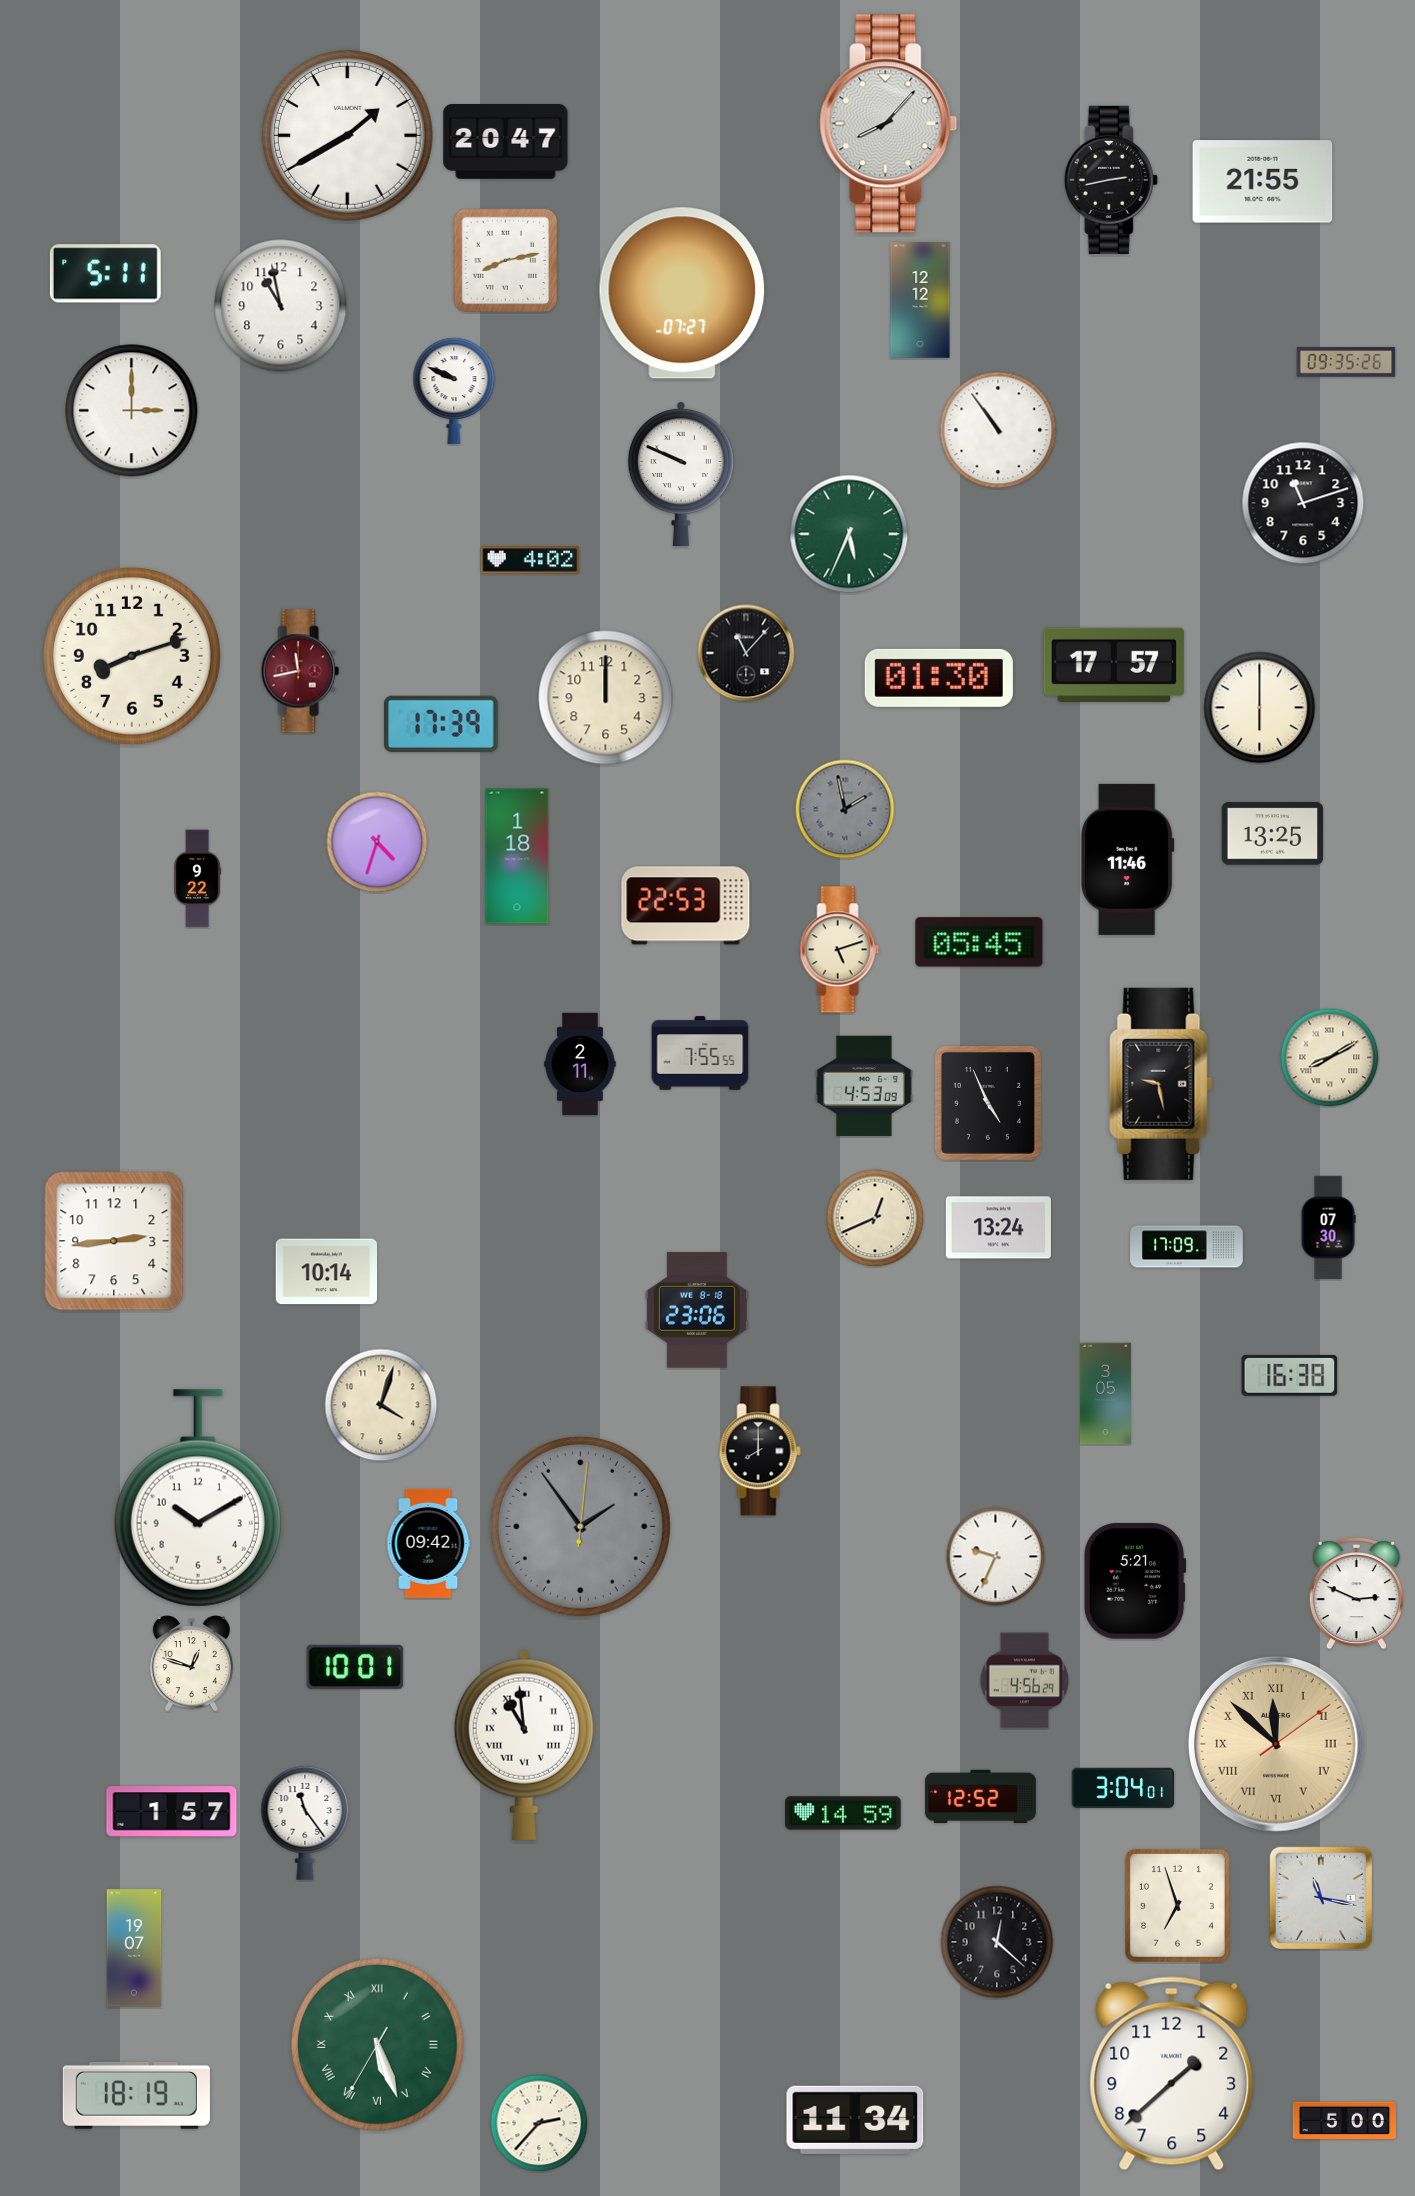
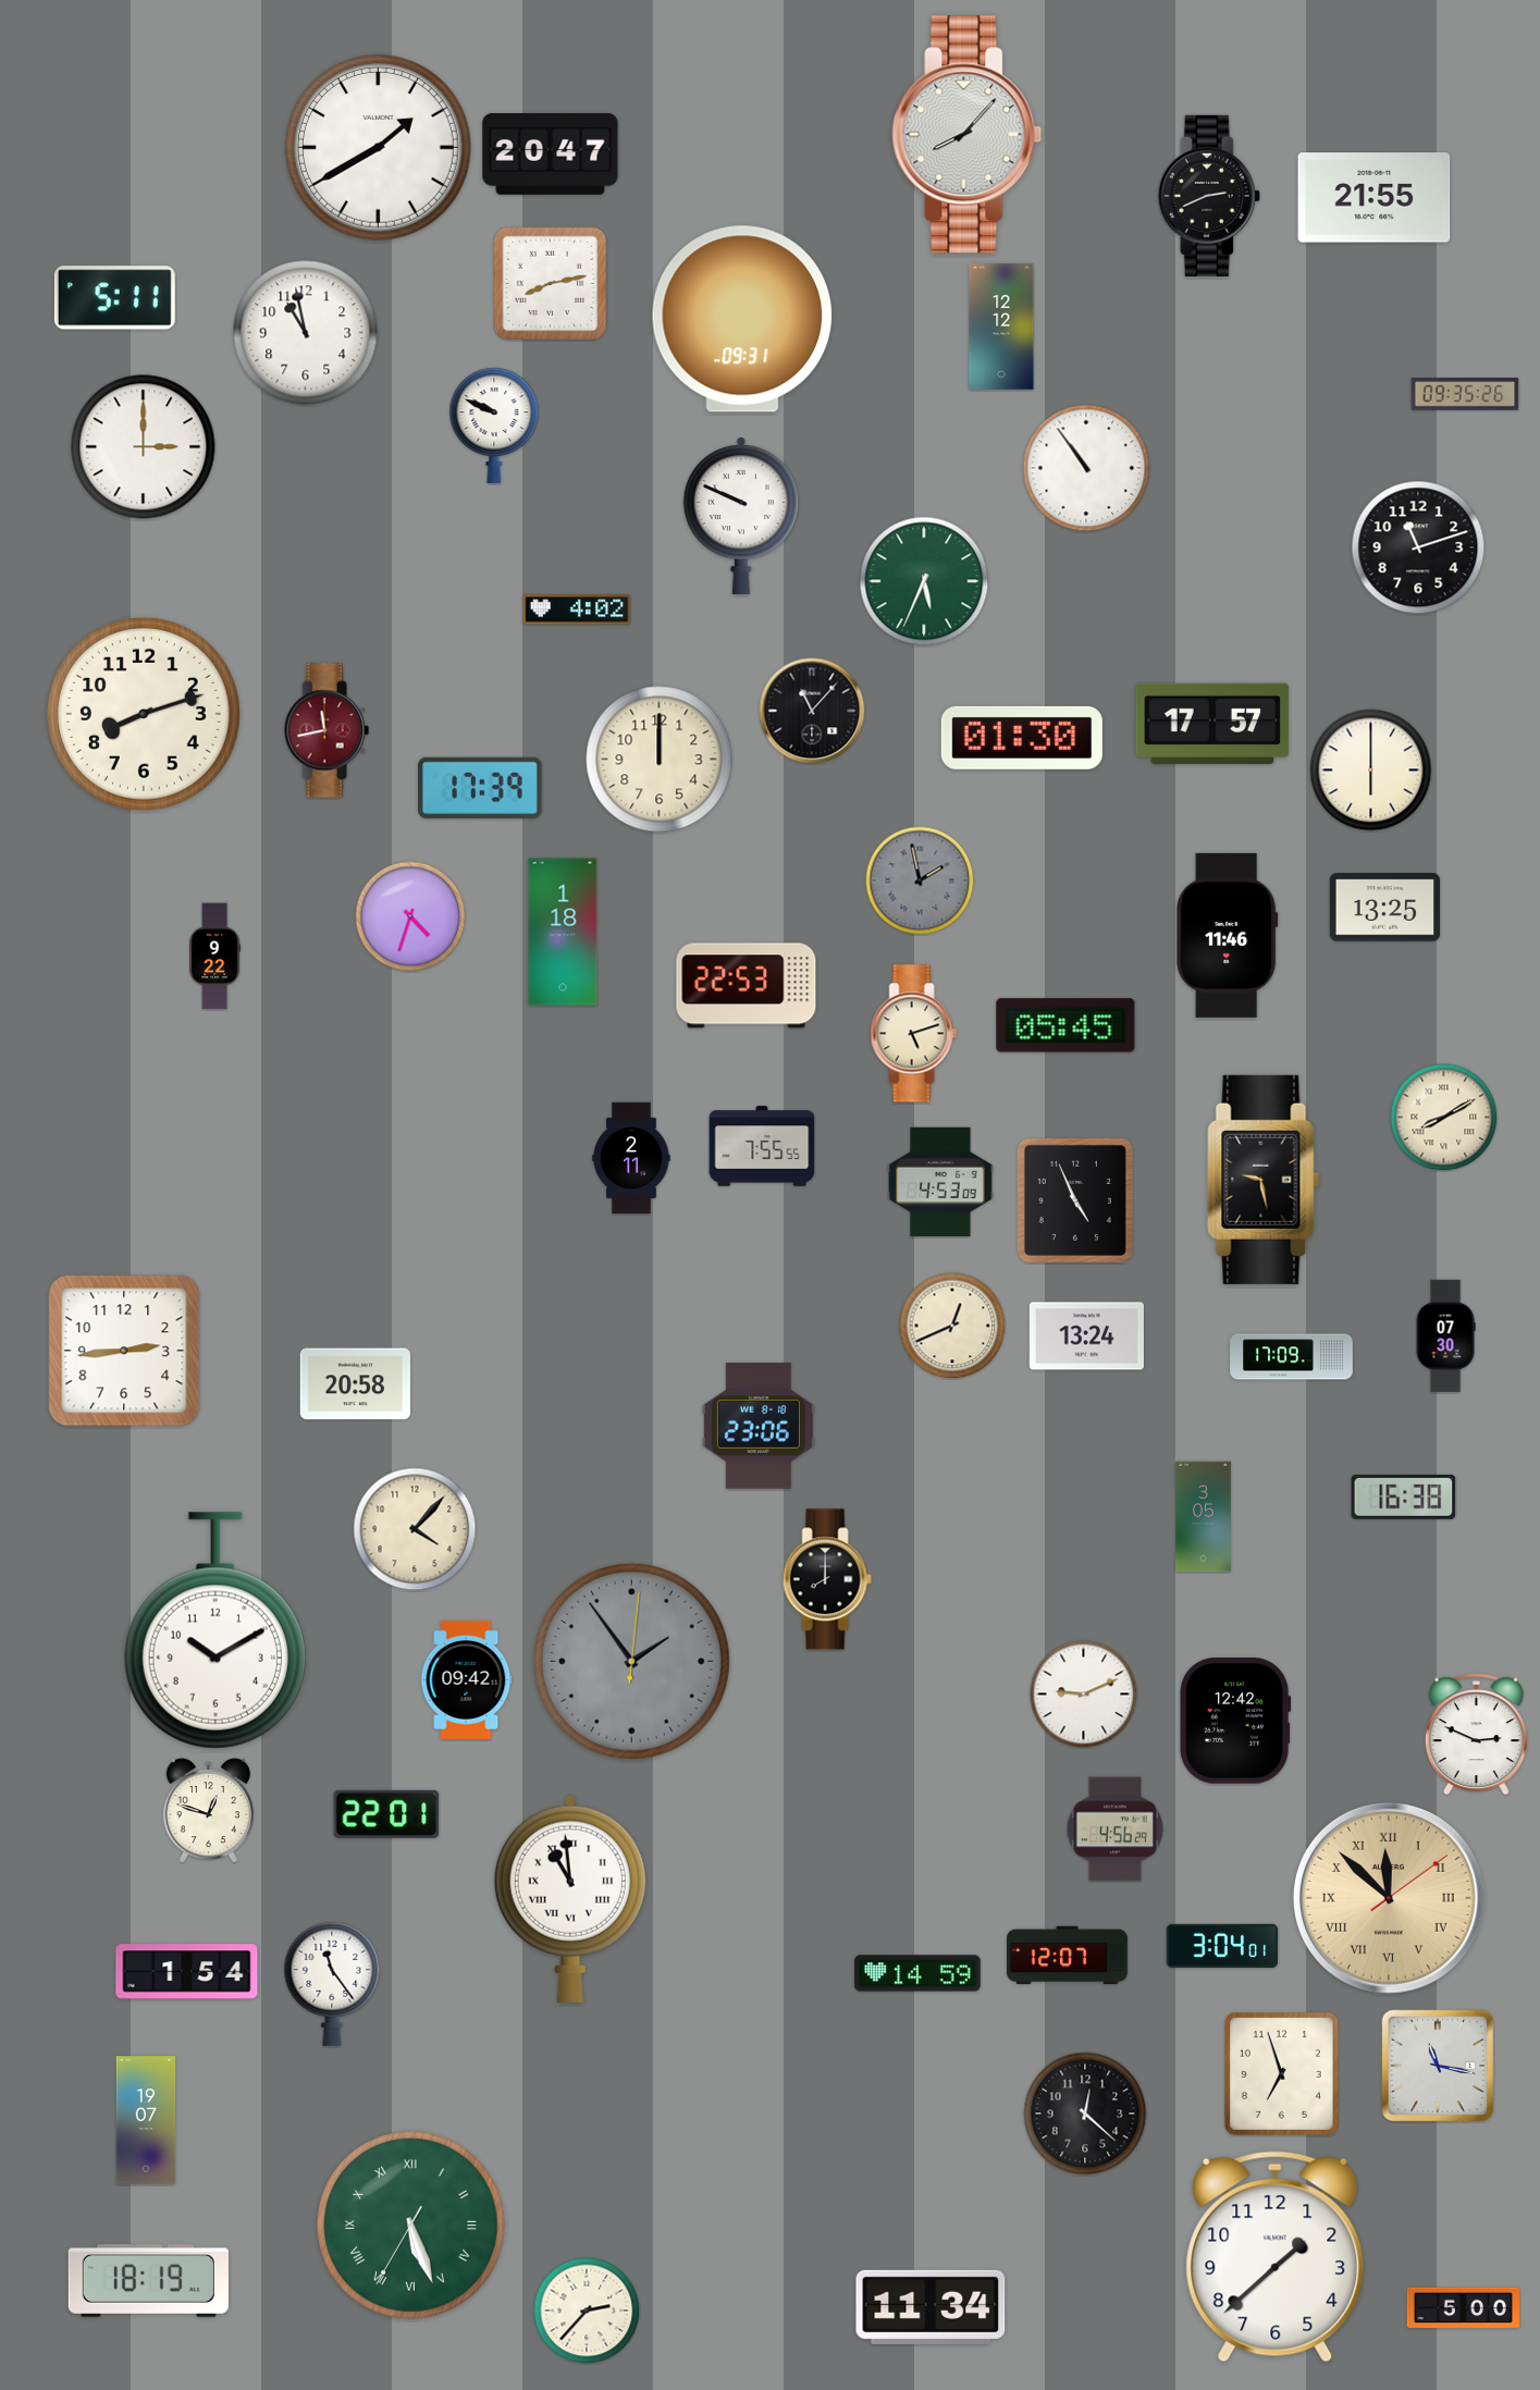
clock at (1111, 180): 2:43 -> 2:41
clock at (682, 293): 07:27 -> 09:31
clock at (1330, 1058) position: (1330, 1058) -> (1444, 1118)
clock at (327, 1272): 10:14 -> 20:58
clock at (381, 1405): 4:03 -> 4:07
clock at (996, 1557): 9:34 -> 9:11
clock at (1136, 1581): 5:21 -> 12:42
clock at (355, 1667): 10:01 -> 22:01
clock at (981, 1797): 12:52 -> 12:07
clock at (172, 1812): 1:57 -> 1:54
